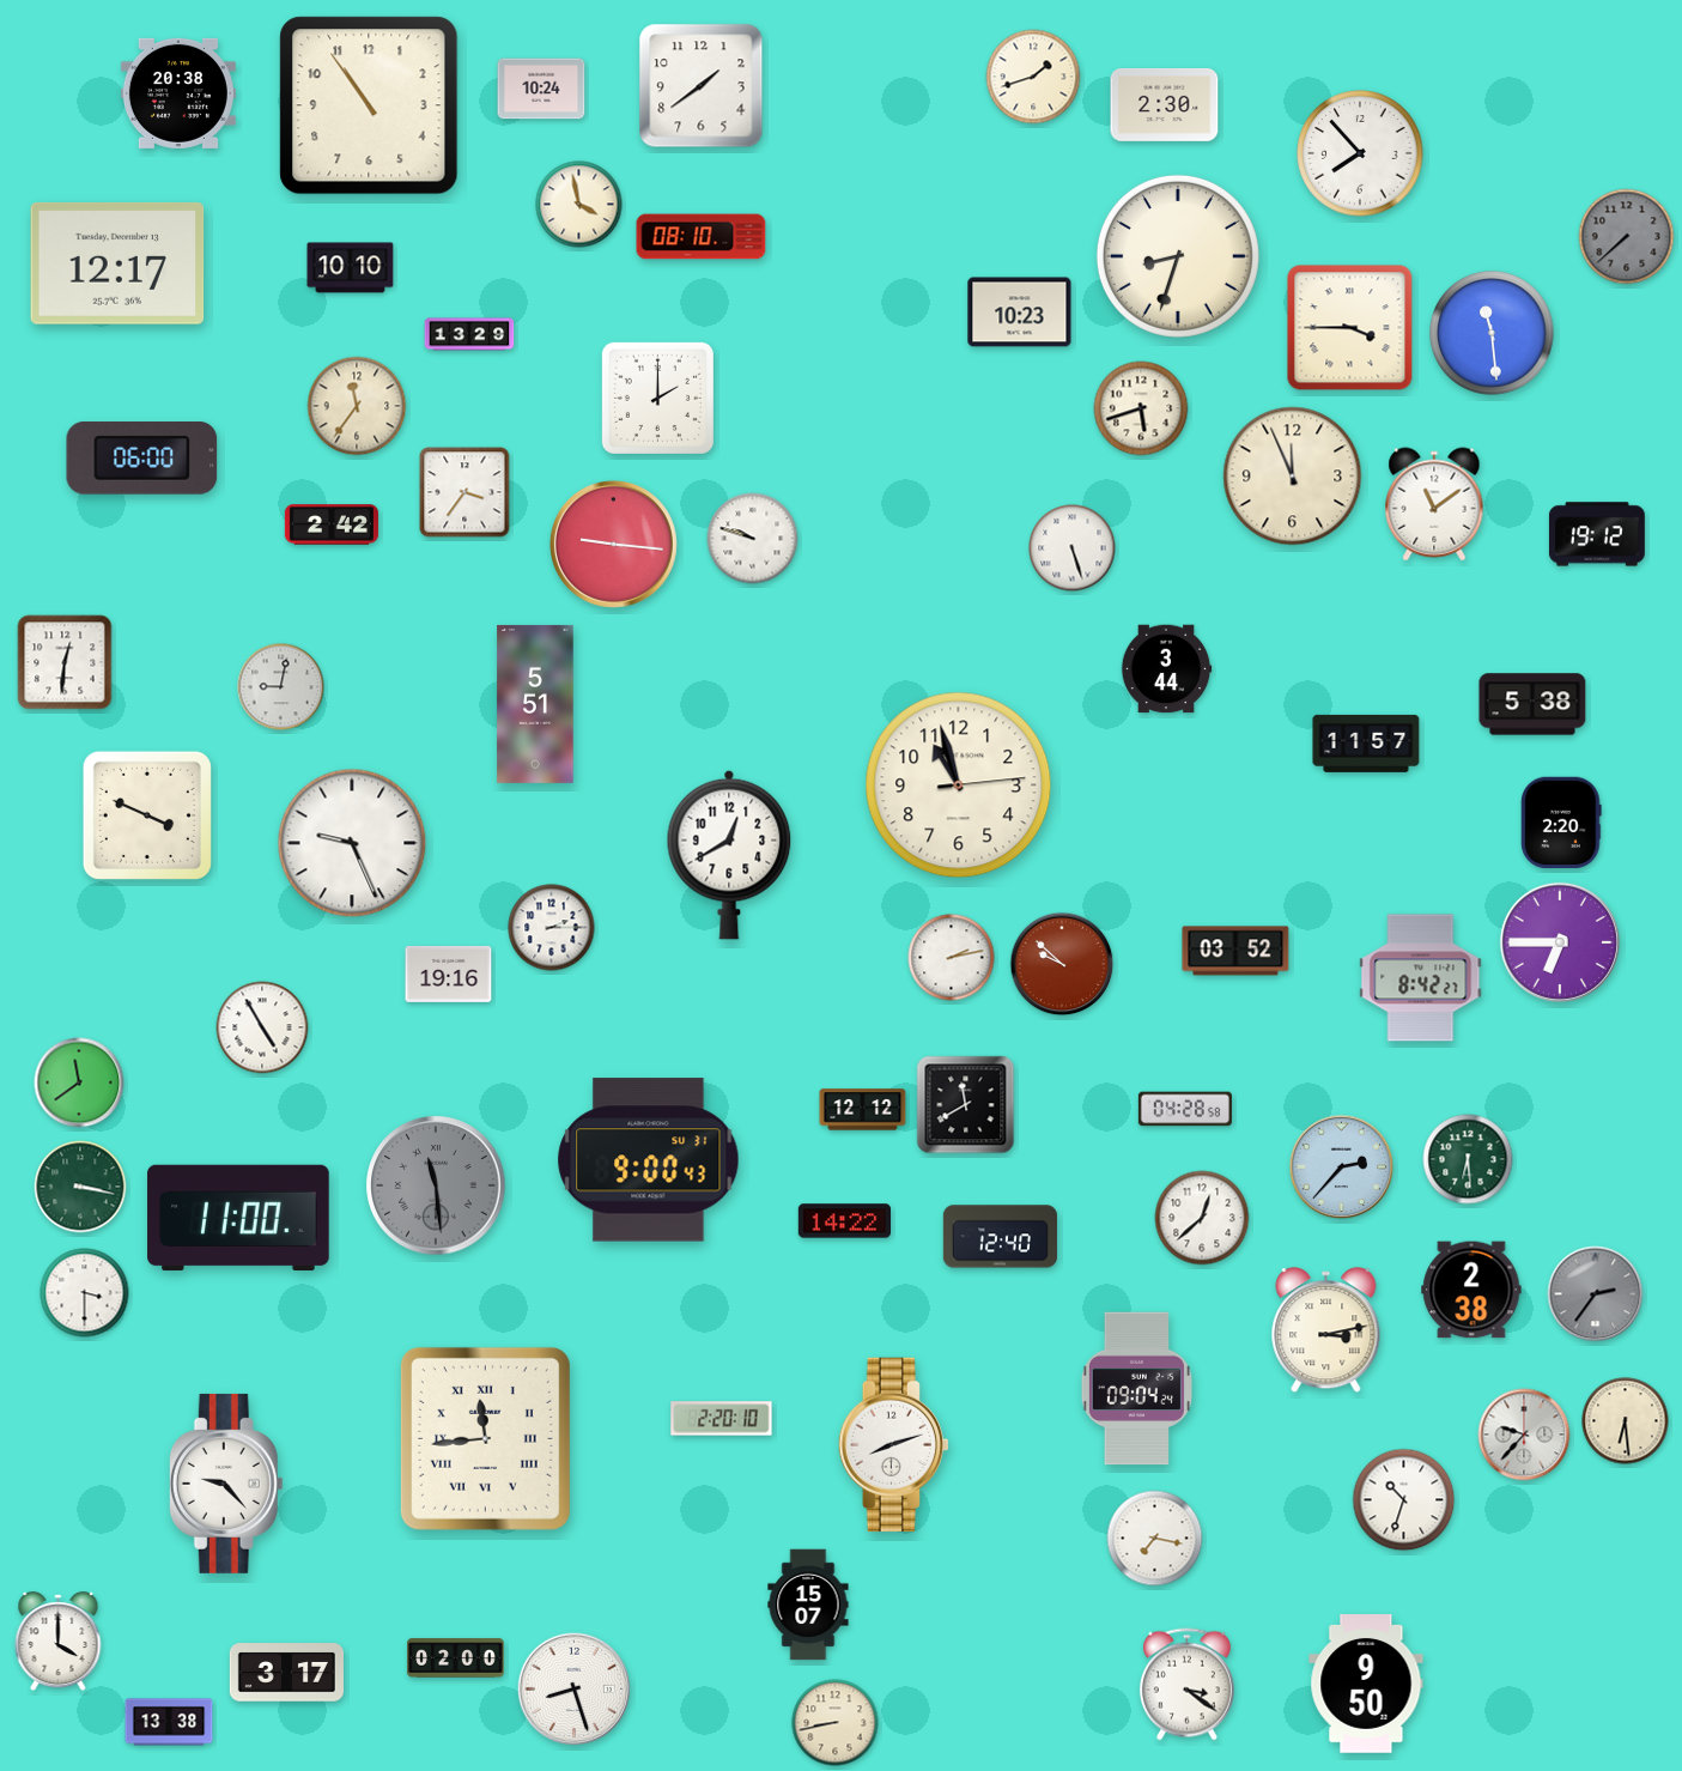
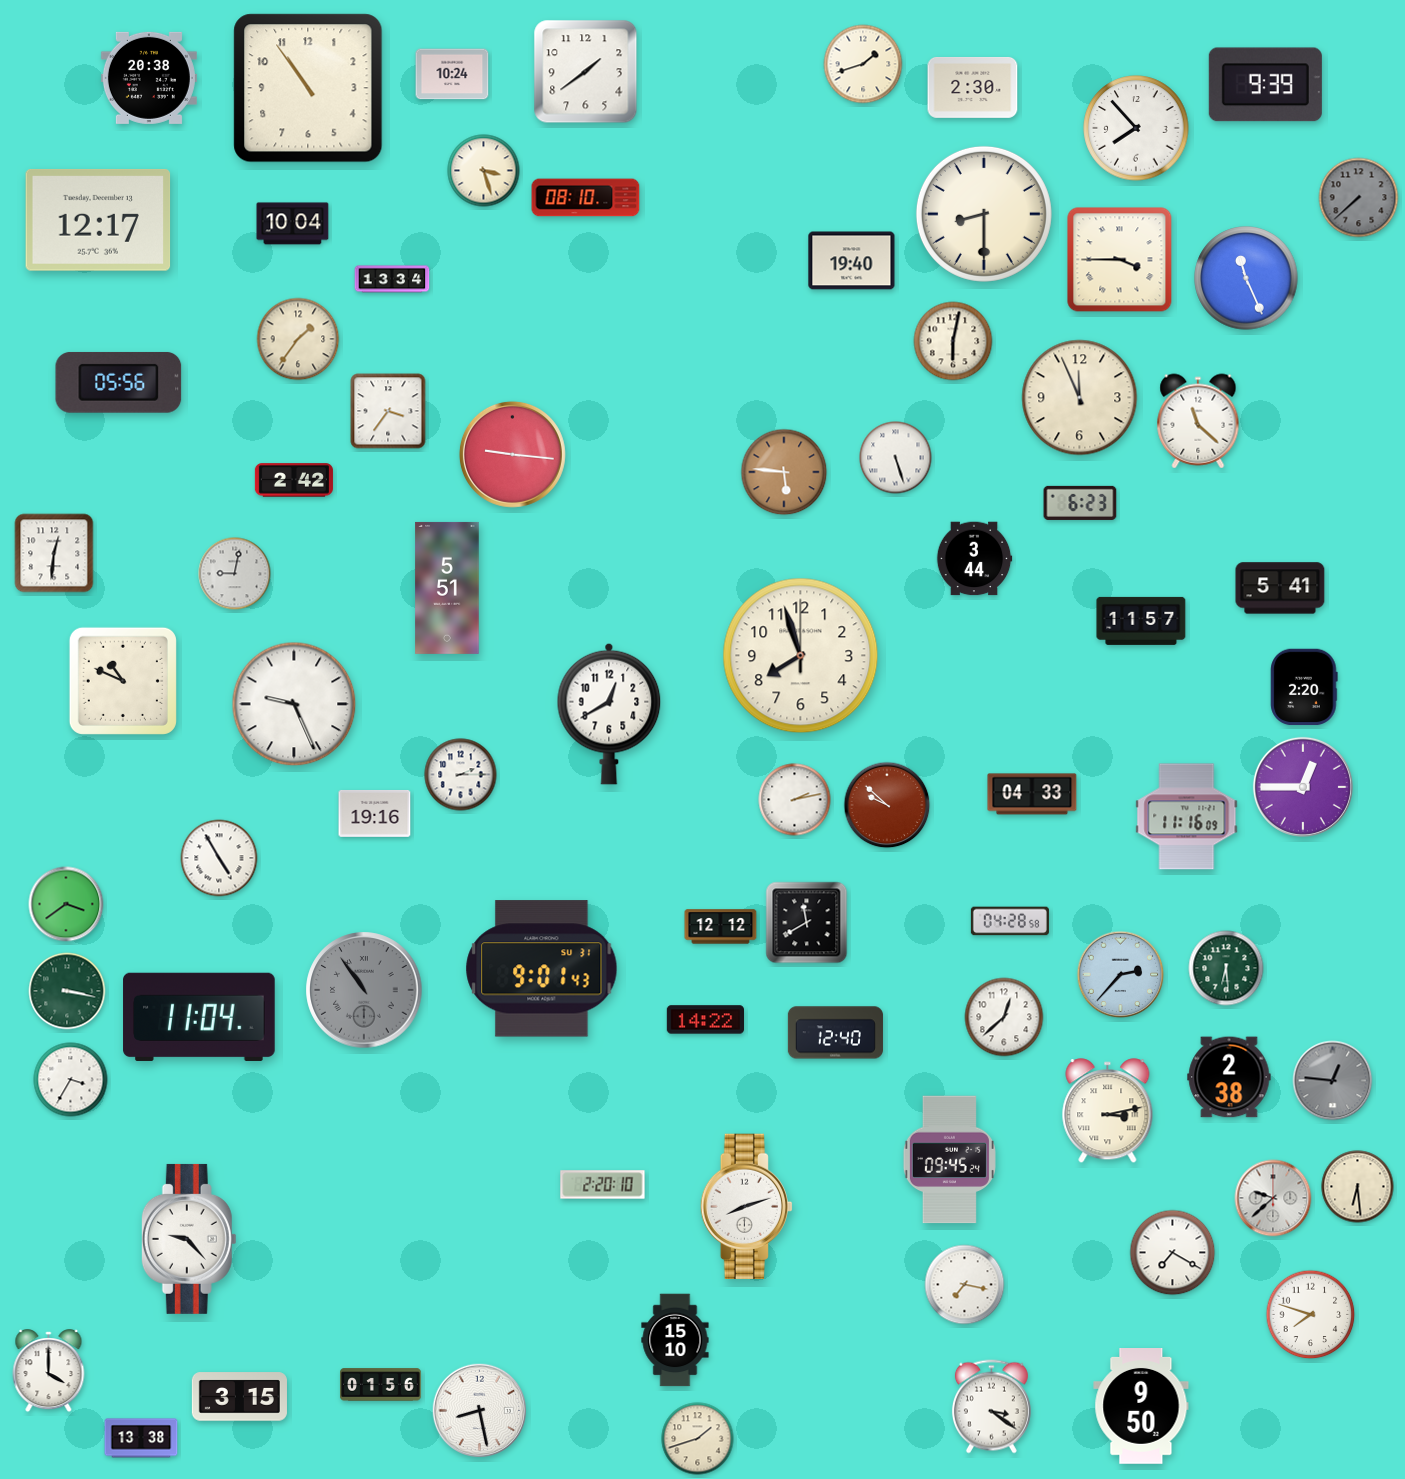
clock at (1265, 85): none -> 9:39
clock at (579, 205): 3:58 -> 3:27
clock at (1178, 256): 8:33 -> 8:30
clock at (351, 268): 10:10 -> 10:04
clock at (1020, 313): 10:23 -> 19:40
clock at (1350, 328) position: (1350, 328) -> (1120, 260)
clock at (1492, 333): 11:29 -> 11:26
clock at (469, 334): 13:29 -> 13:34
clock at (657, 398): 2:00 -> none
clock at (357, 406): 11:36 -> 1:36
clock at (1141, 408): 5:42 -> 6:02
clock at (142, 459): 06:00 -> 05:56
clock at (1434, 504): 11:09 -> 11:22
clock at (332, 524) position: (332, 524) -> (294, 480)
clock at (1597, 534): 19:12 -> none
clock at (753, 539): 9:48 -> none
clock at (784, 472): none -> 5:46
clock at (1080, 503): none -> 6:23
clock at (1532, 704): 5:38 -> 5:41
clock at (959, 786): 10:57 -> 7:57
clock at (147, 815): 3:49 -> 10:49
clock at (1560, 942): 6:45 -> 12:45
clock at (1235, 951): 03:52 -> 04:33
clock at (1421, 978): 8:42 -> 11:16
clock at (79, 1082): 11:39 -> 3:39
clock at (1185, 1109) position: (1185, 1109) -> (1010, 921)
clock at (649, 1160): 9:00 -> 9:01
clock at (436, 1185): 11:29 -> 10:54
clock at (238, 1218): 11:00 -> 11:04
clock at (85, 1293): 3:30 -> 3:35
clock at (1596, 1294): 2:36 -> 12:46
clock at (1136, 1389): 09:04 -> 09:45
clock at (1524, 1435): 9:37 -> 9:38
clock at (485, 1438): 11:44 -> none
clock at (1404, 1500): 10:33 -> 7:20
clock at (1311, 1315): none -> 7:48
clock at (808, 1605): 15:07 -> 15:10
clock at (456, 1658): 02:00 -> 01:56
clock at (286, 1673): 3:17 -> 3:15
clock at (573, 1688): 8:27 -> 8:28
clock at (836, 1723): 8:43 -> 1:42
